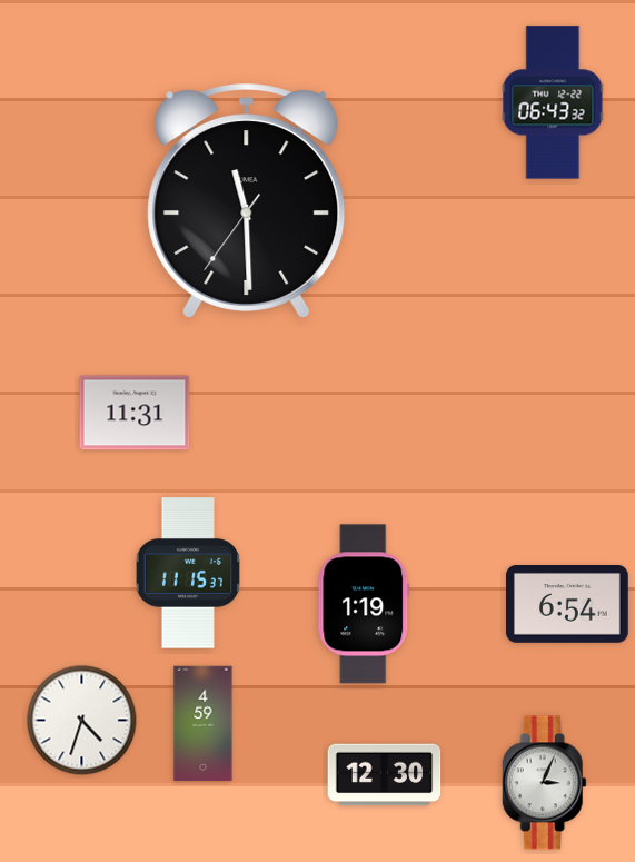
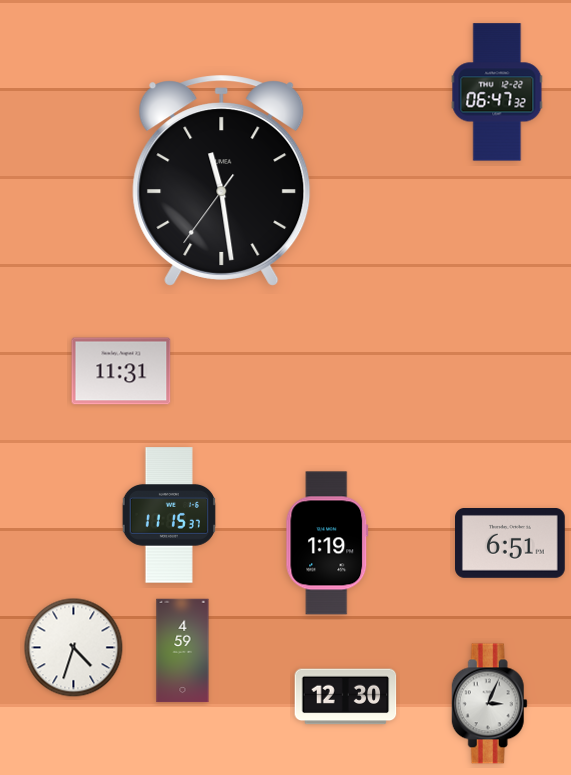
clock at (553, 102): 06:43 -> 06:47
clock at (247, 201): 11:29 -> 11:28
clock at (568, 605): 6:54 -> 6:51
